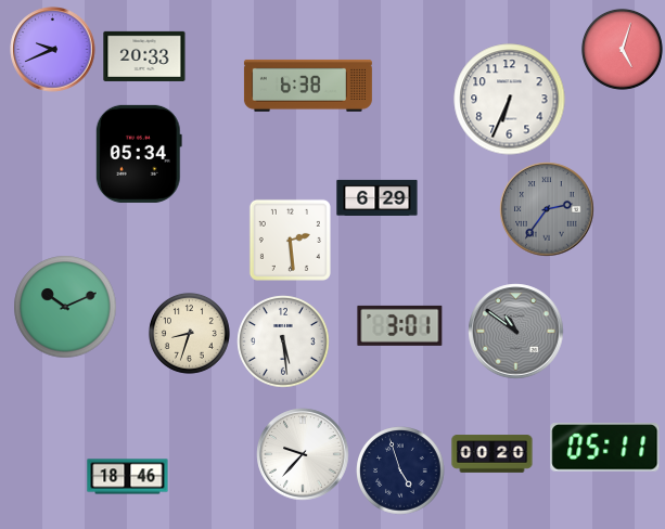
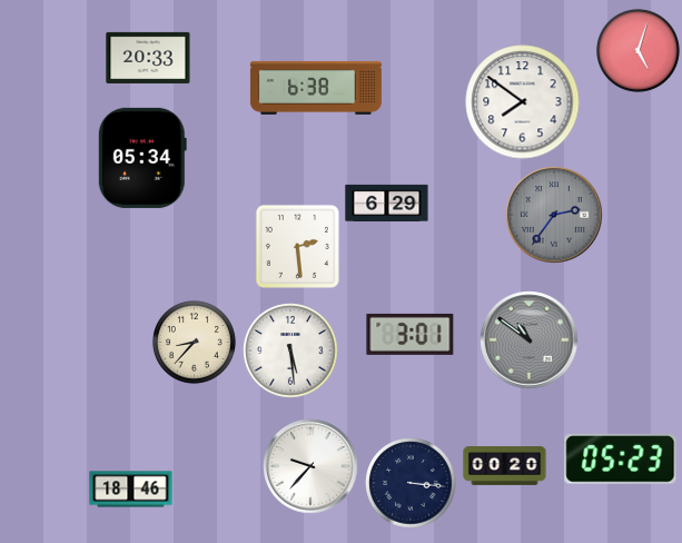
clock at (53, 50): 9:41 -> none
clock at (510, 100): 6:34 -> 7:51
clock at (547, 209) position: (547, 209) -> (554, 215)
clock at (65, 307): 10:11 -> none
clock at (189, 333): 8:33 -> 8:37
clock at (605, 448): 05:11 -> 05:23
clock at (400, 470): 4:57 -> 3:16
